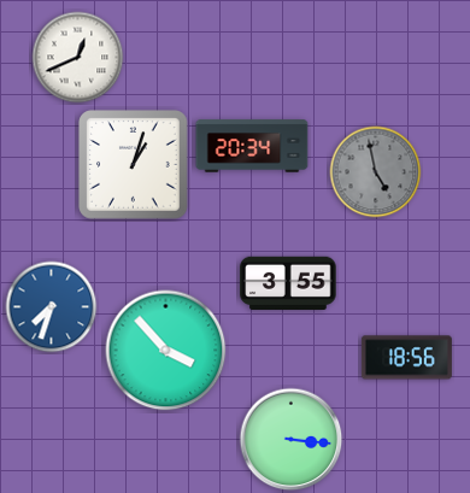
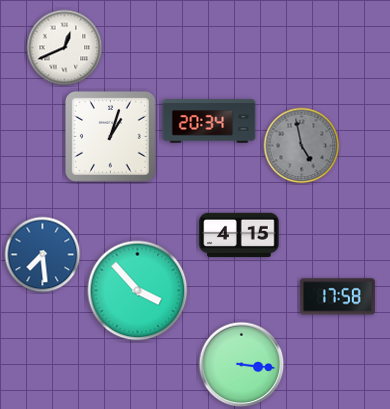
clock at (376, 172) position: (376, 172) -> (302, 146)
clock at (288, 282): 3:55 -> 4:15
clock at (52, 307): 7:33 -> 7:29
clock at (406, 358): 18:56 -> 17:58
